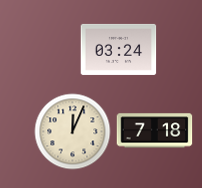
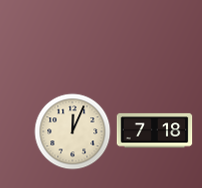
clock at (119, 49): 03:24 -> none
